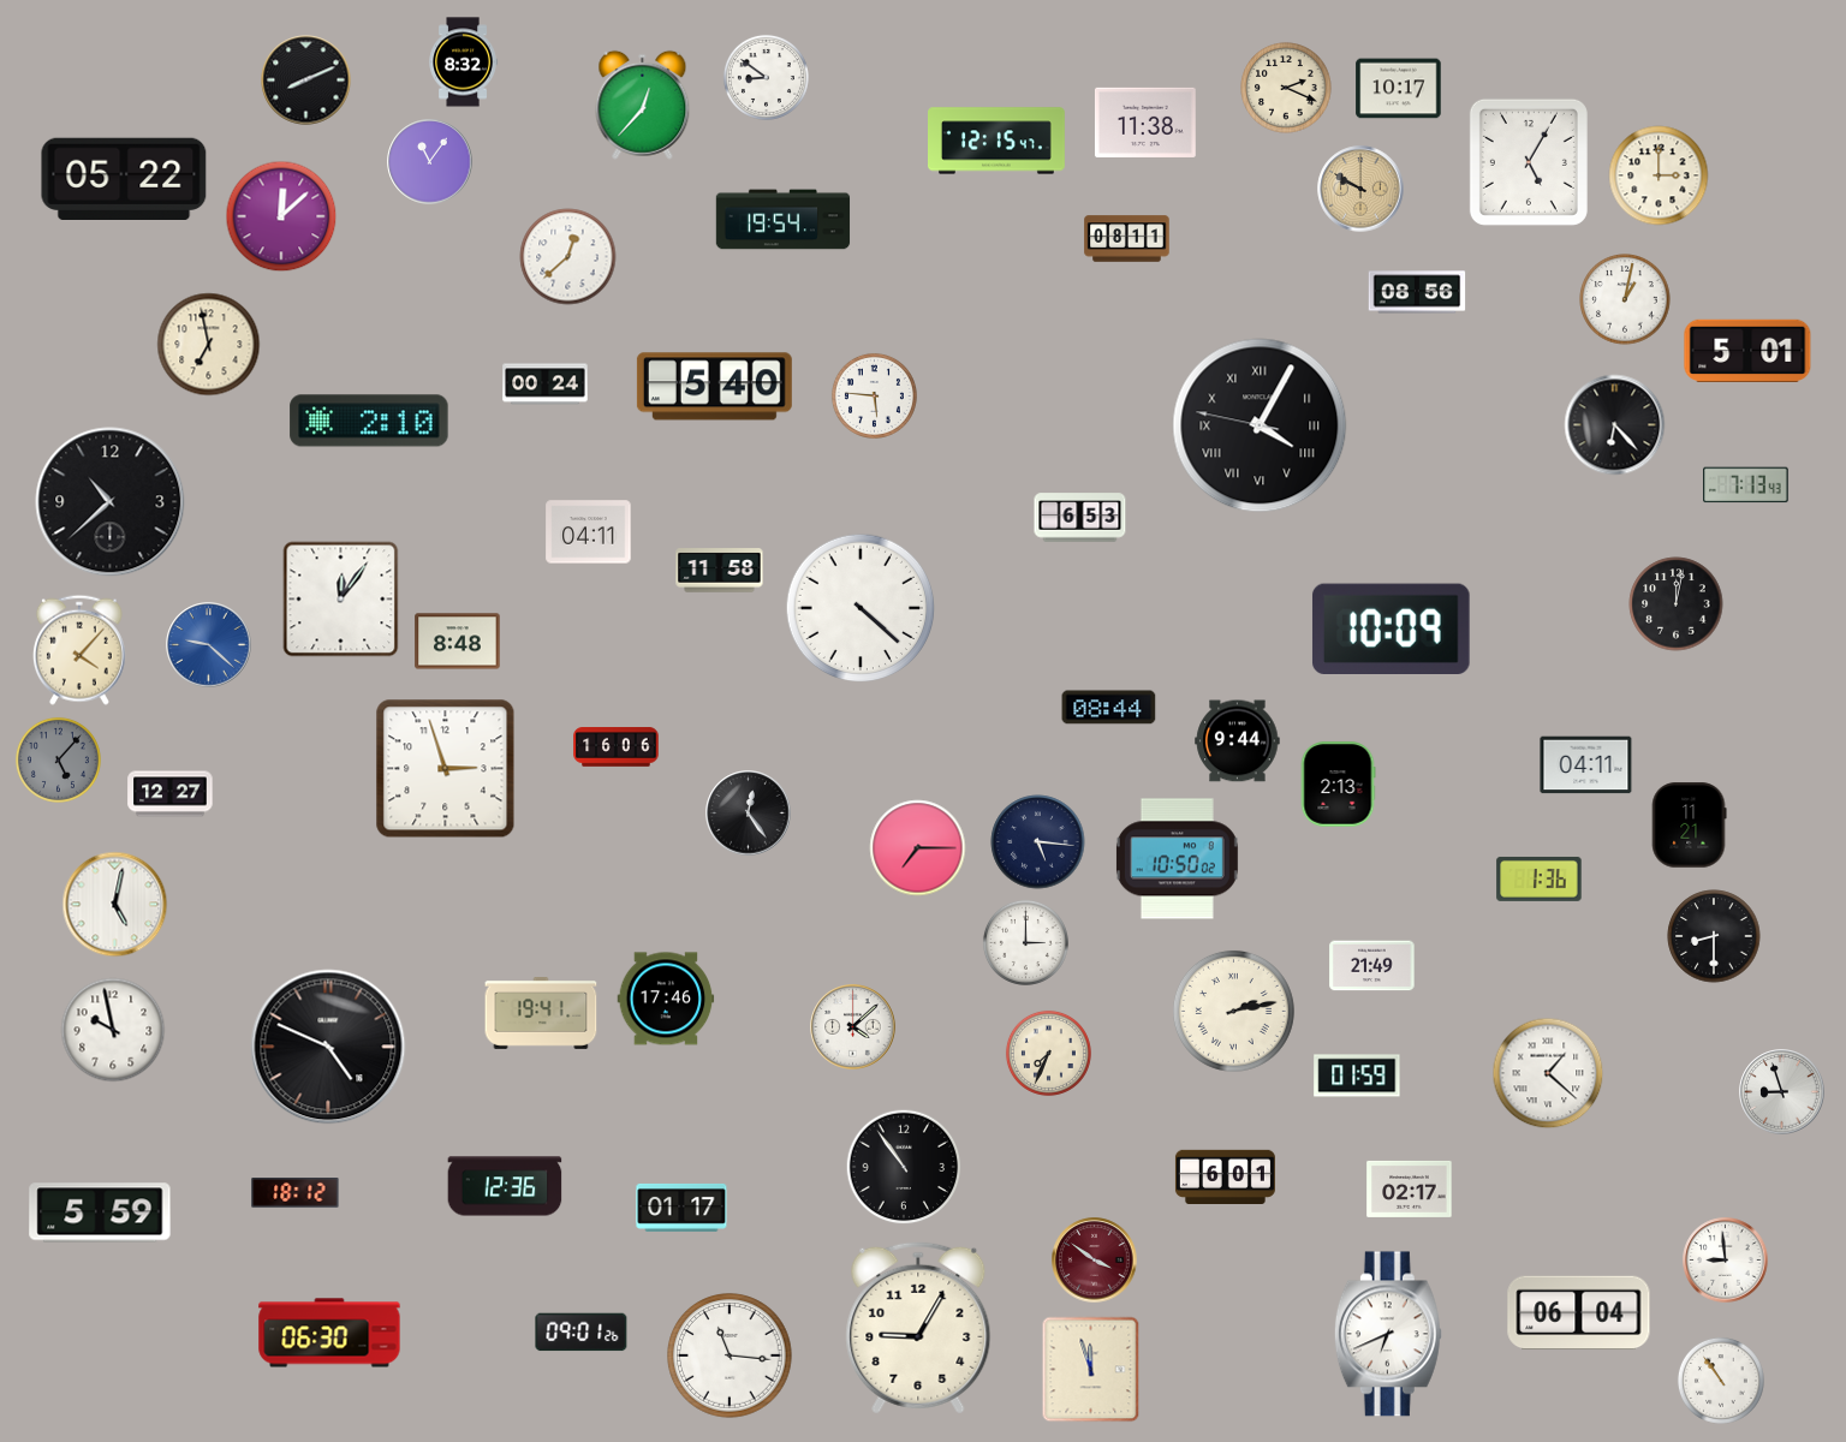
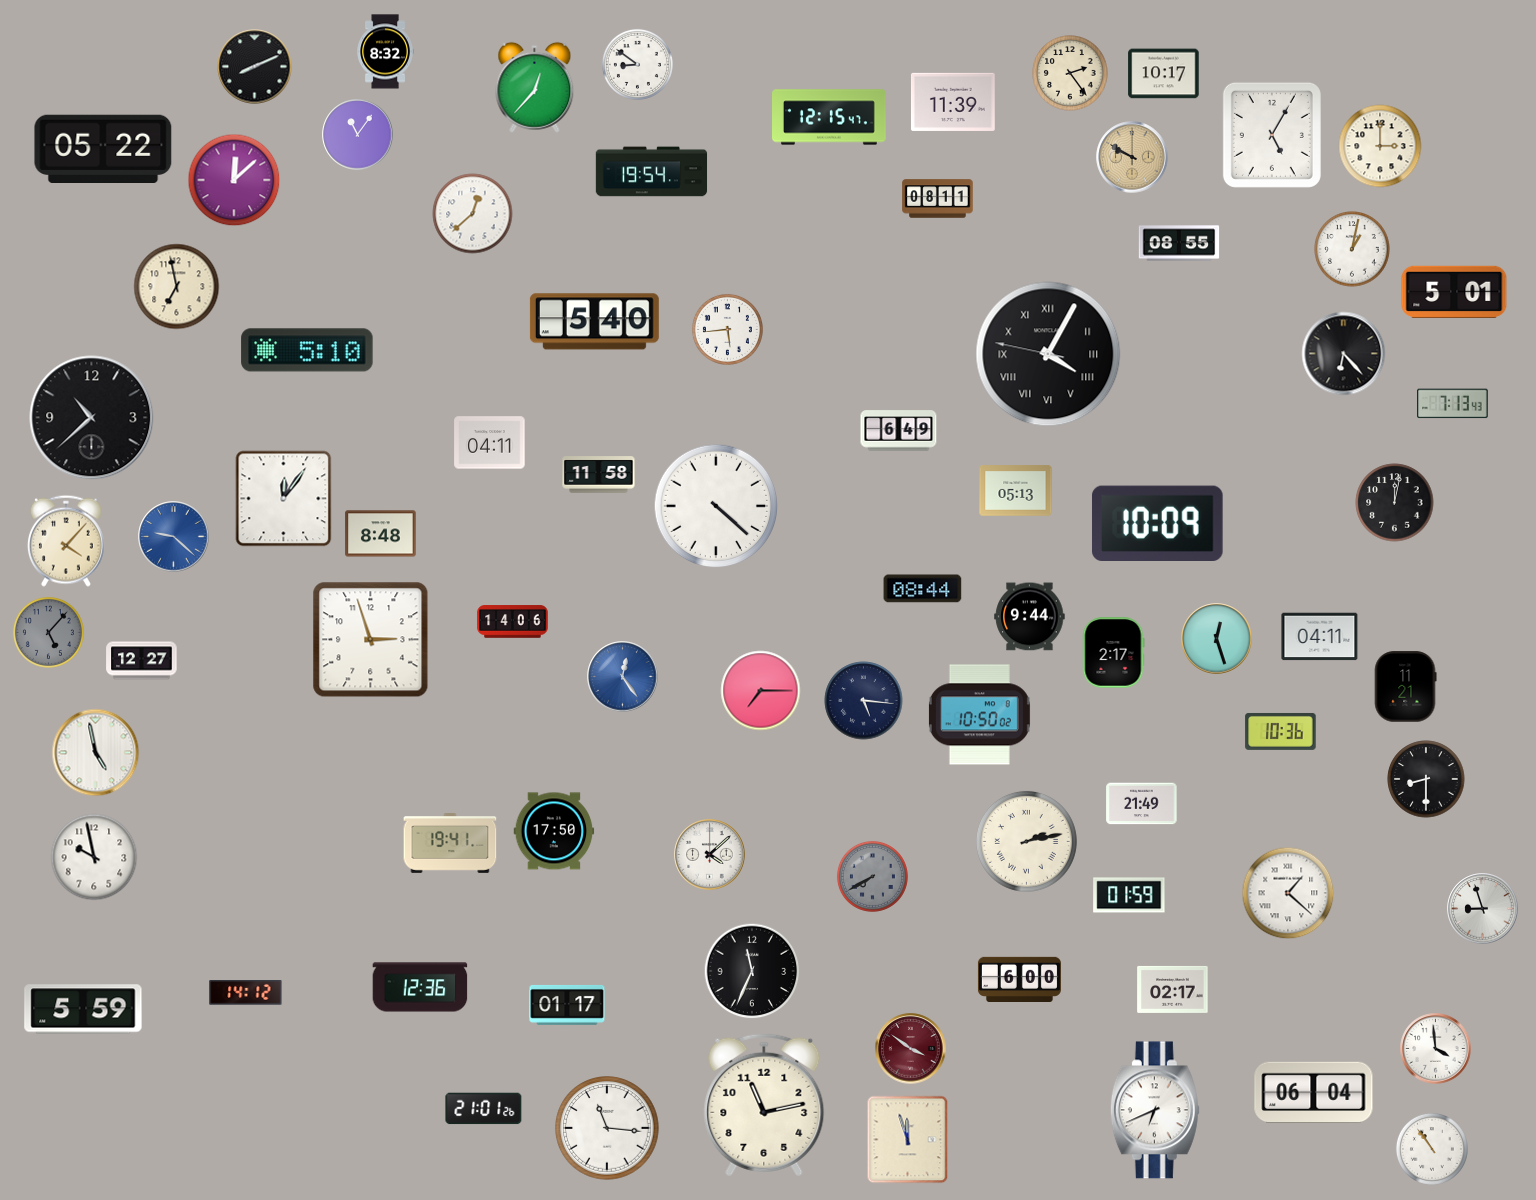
clock at (1286, 88): 2:19 -> 2:24
clock at (1145, 123): 11:38 -> 11:39
clock at (784, 220) position: (784, 220) -> (652, 172)
clock at (1417, 292): 08:56 -> 08:55
clock at (209, 345) position: (209, 345) -> (177, 287)
clock at (546, 385): 00:24 -> none
clock at (874, 395): 5:46 -> 5:44
clock at (369, 421): 2:10 -> 5:10
clock at (1080, 518): 6:53 -> 6:49
clock at (1016, 491): none -> 05:13
clock at (617, 747): 16:06 -> 14:06
clock at (1217, 639): none -> 12:27
clock at (1338, 785): 2:13 -> 2:17
clock at (749, 814) dial: black -> blue
clock at (918, 848) position: (918, 848) -> (761, 691)
clock at (1540, 878): 1:36 -> 10:36
clock at (115, 905): 5:02 -> 4:58
clock at (1025, 942): 3:00 -> none
clock at (666, 999): 17:46 -> 17:50
clock at (328, 1047): 4:49 -> none
clock at (1048, 1053): 7:34 -> 7:40
clock at (1048, 1053) dial: cream -> grey
clock at (904, 1167): 10:54 -> 11:34
clock at (1225, 1176): 6:01 -> 6:00
clock at (296, 1193): 18:12 -> 14:12
clock at (1726, 1261): 8:59 -> 3:59
clock at (918, 1328): 9:05 -> 11:13
clock at (329, 1333): 06:30 -> none
clock at (582, 1333): 09:01 -> 21:01
